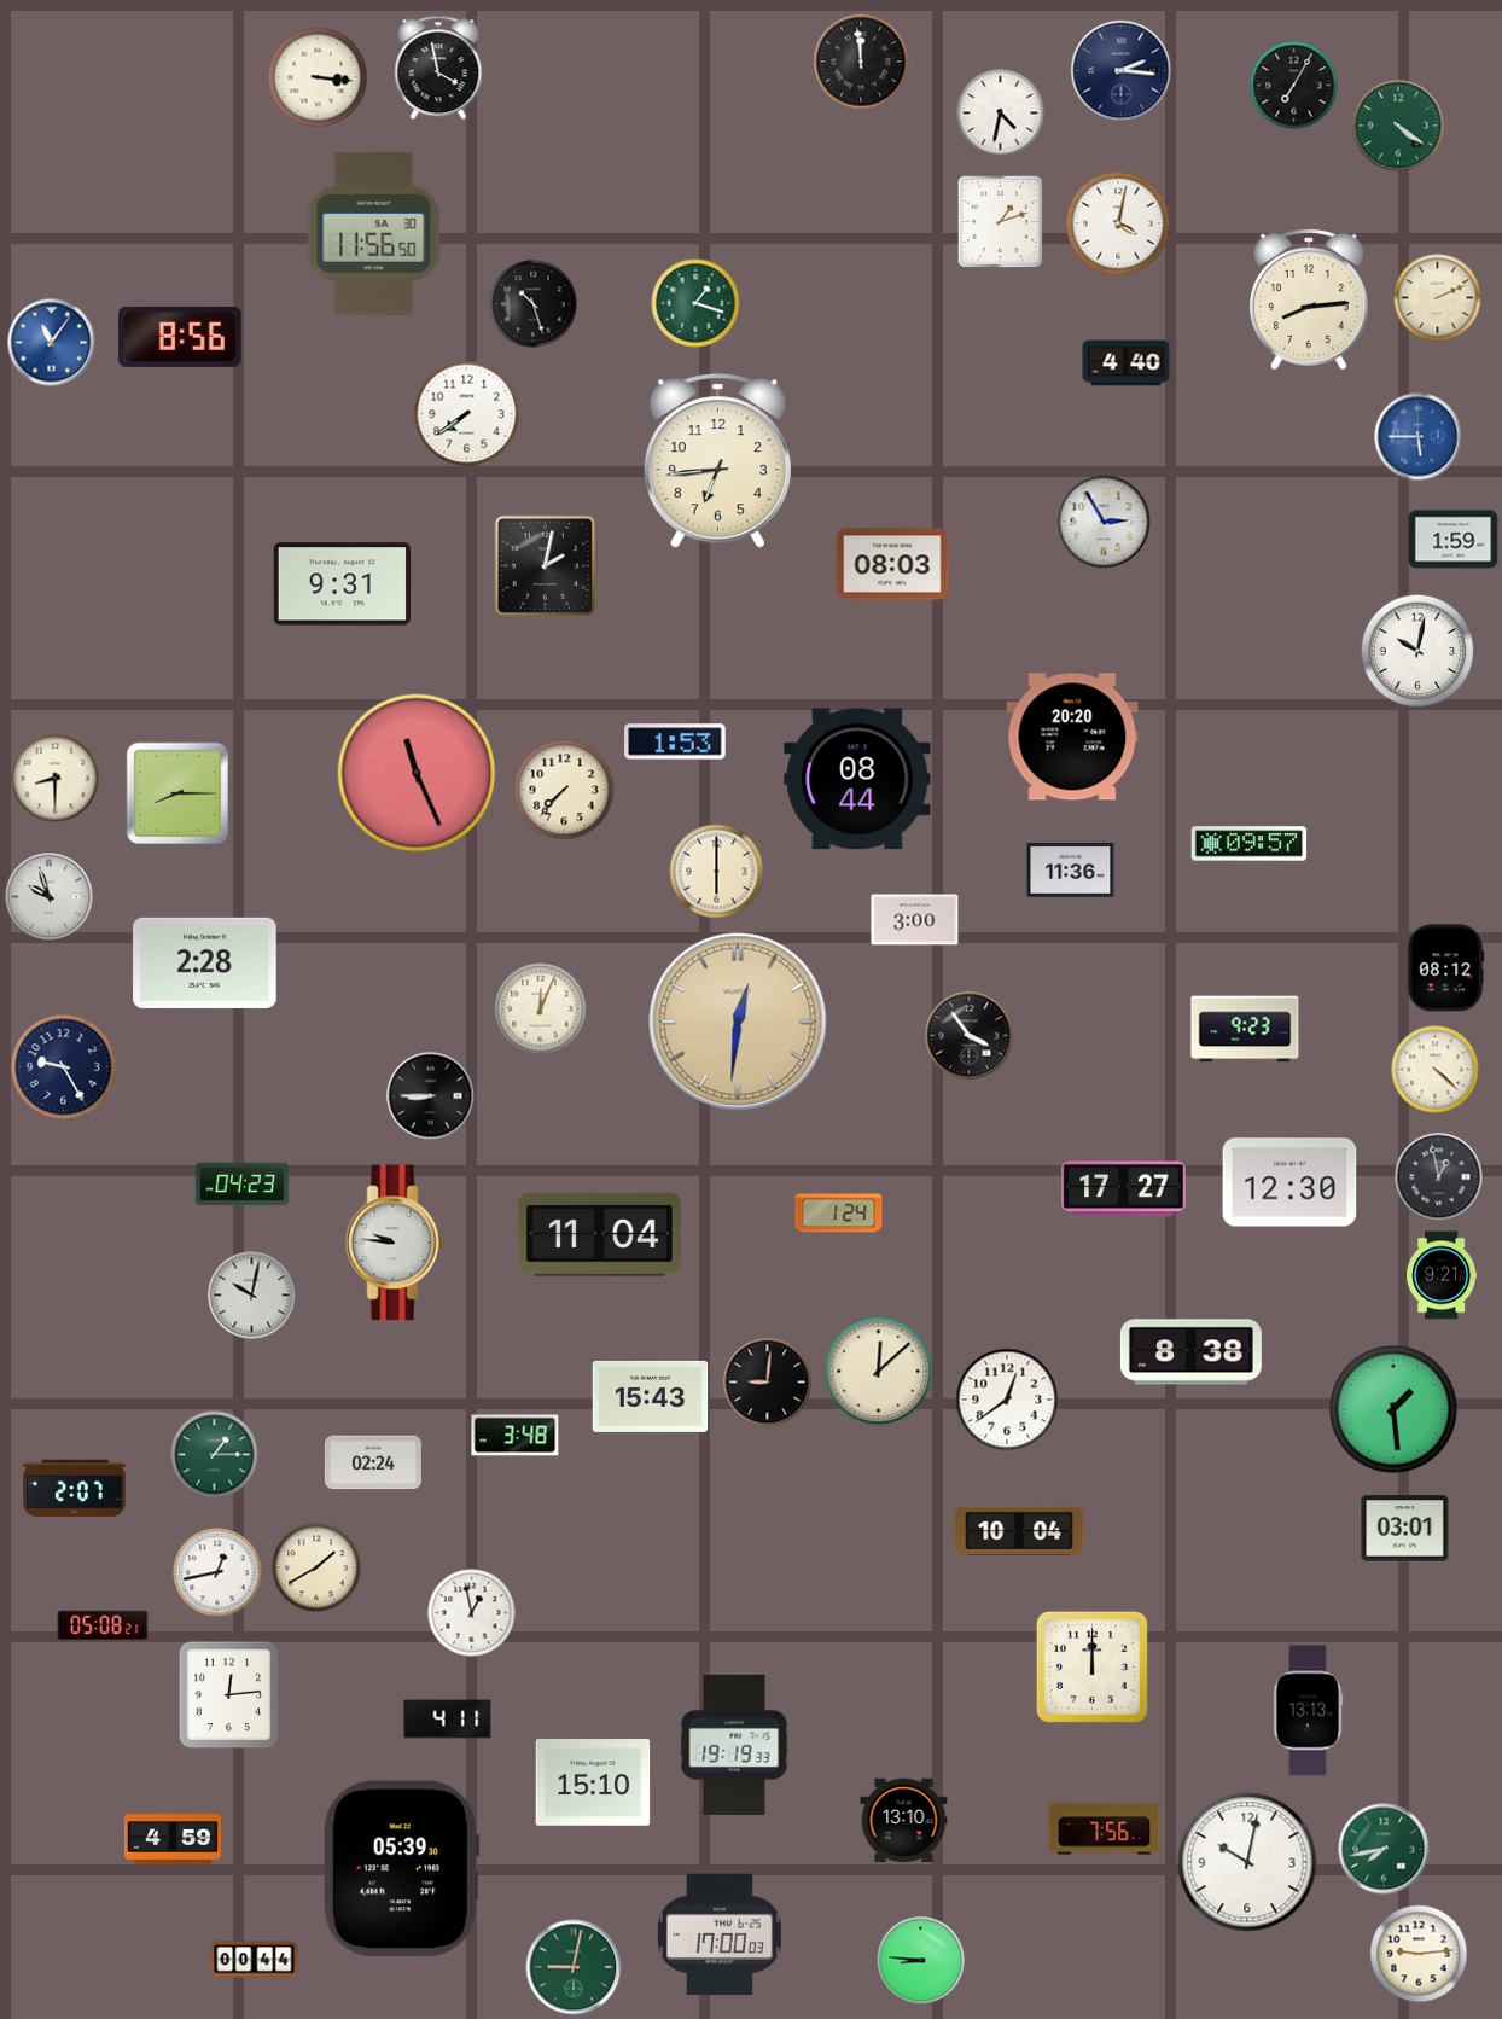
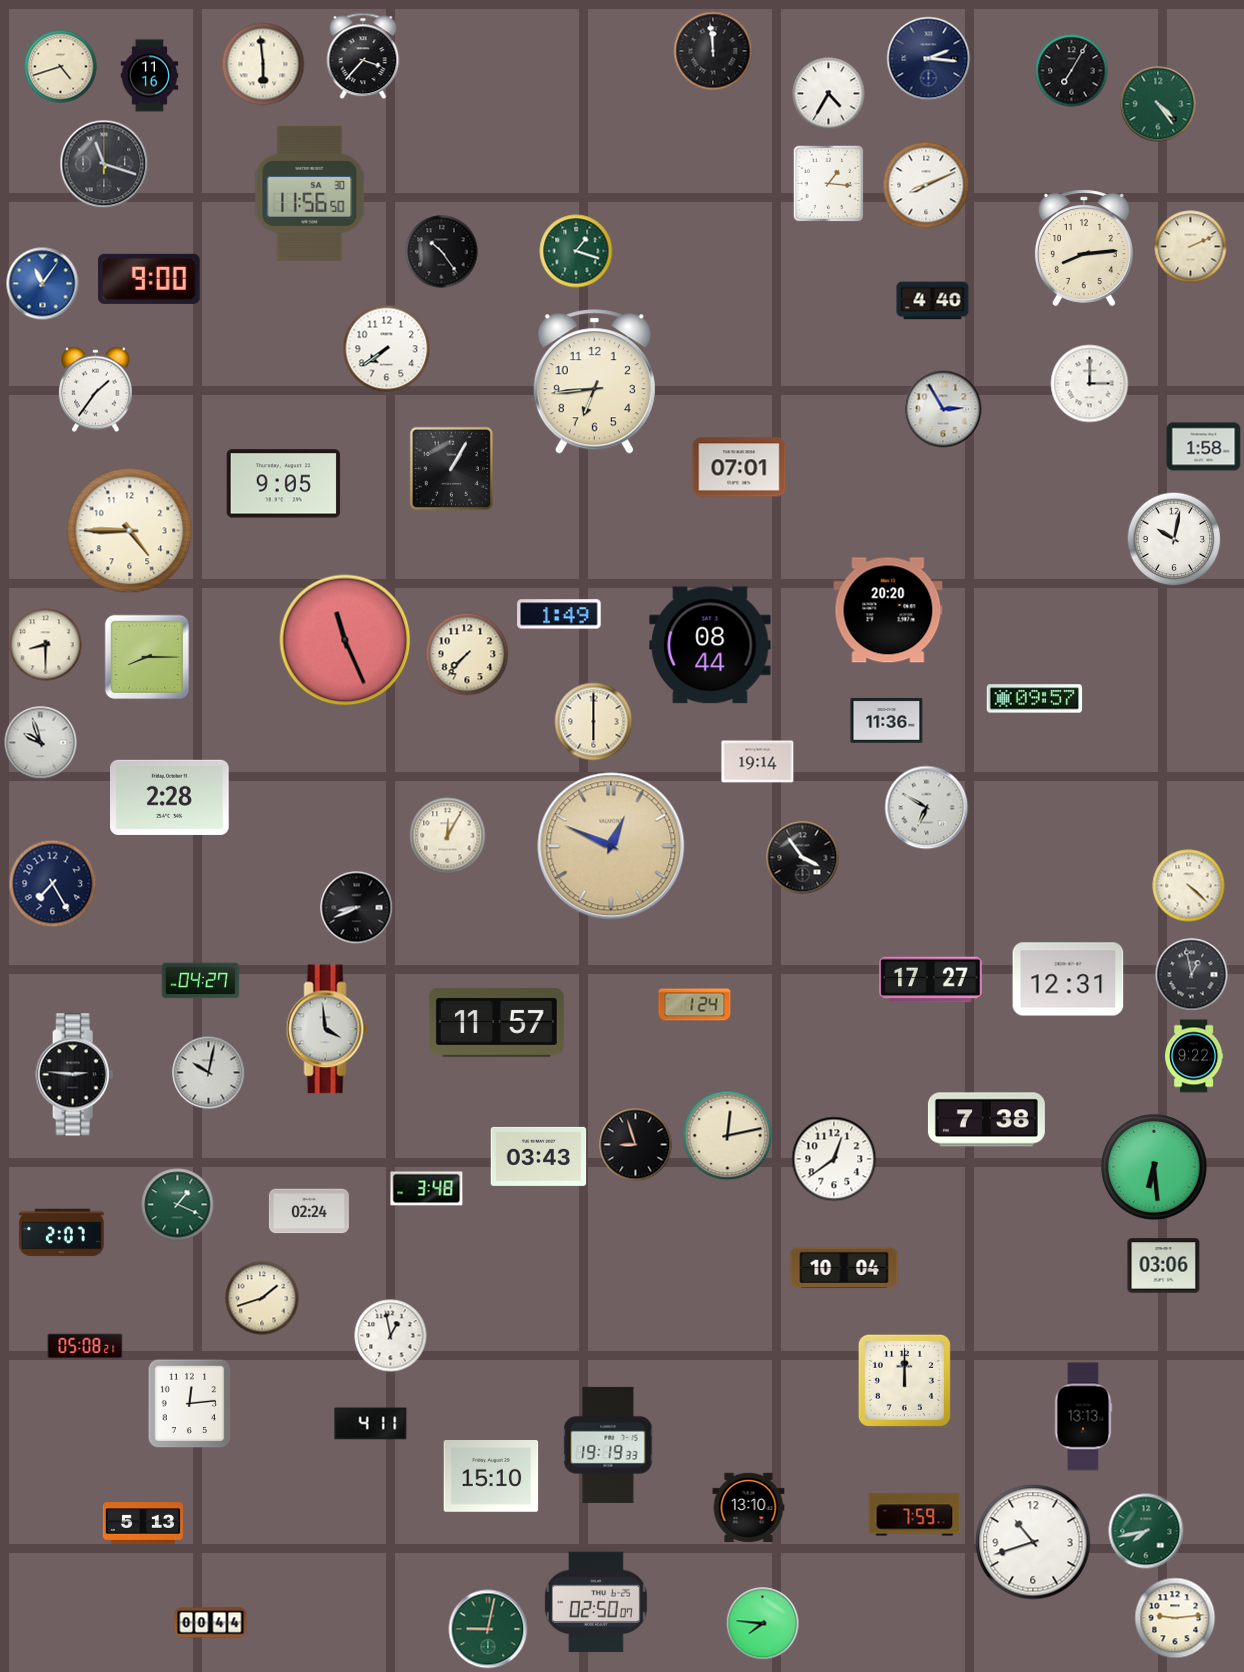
clock at (438, 68): 3:58 -> 3:37
clock at (318, 77): 3:16 -> 5:59
clock at (61, 67): none -> 4:42
clock at (150, 76): none -> 11:16
clock at (1001, 114): 4:32 -> 4:35
clock at (1398, 126): 4:21 -> 4:24
clock at (104, 164): none -> 11:18
clock at (1001, 222): 1:12 -> 1:16
clock at (1118, 223): 4:02 -> 8:11
clock at (534, 304): 10:27 -> 10:24
clock at (180, 337): 8:56 -> 9:00
clock at (467, 414) position: (467, 414) -> (387, 349)
clock at (1419, 437): 5:45 -> none
clock at (1090, 384): none -> 3:00
clock at (96, 390): none -> 1:36
clock at (1104, 522) position: (1104, 522) -> (943, 409)
clock at (1454, 540): 1:59 -> 1:58
clock at (892, 564): 08:03 -> 07:01
clock at (545, 565): 2:02 -> 1:05
clock at (343, 584): 9:31 -> 9:05
clock at (130, 531): none -> 4:45
clock at (675, 741): 1:53 -> 1:49
clock at (915, 920): 3:00 -> 19:14
clock at (1445, 968): 08:12 -> none
clock at (927, 808): none -> 6:50
clock at (541, 1009): 12:04 -> 12:05
clock at (738, 1022): 12:31 -> 12:49
clock at (1245, 1029): 9:23 -> none
clock at (64, 1067): 9:25 -> 7:25
clock at (431, 1096): 8:45 -> 8:41
clock at (1289, 1182): 12:30 -> 12:31
clock at (243, 1185): 04:23 -> 04:27
clock at (1124, 1189) position: (1124, 1189) -> (931, 980)
clock at (599, 1234): 11:04 -> 11:57
clock at (395, 1243): 9:46 -> 3:59
clock at (1442, 1275): 9:21 -> 9:22
clock at (75, 1075): none -> 2:46
clock at (1190, 1352): 8:38 -> 7:38
clock at (879, 1372): 12:08 -> 12:13
clock at (768, 1383): 9:01 -> 8:57
clock at (651, 1396): 15:43 -> 03:43
clock at (1395, 1410): 1:29 -> 6:29
clock at (215, 1455): 1:15 -> 1:19
clock at (1405, 1529): 03:01 -> 03:06
clock at (316, 1567): 1:40 -> 1:42
clock at (217, 1572): 12:43 -> none
clock at (1105, 1829): 7:56 -> 7:59
clock at (173, 1839): 4:59 -> 5:13
clock at (1247, 1862): 10:02 -> 10:42
clock at (401, 1869): 05:39 -> none
clock at (720, 1934): 17:00 -> 02:50
clock at (921, 1961): 8:46 -> 7:46
clock at (574, 1967) position: (574, 1967) -> (488, 1629)
